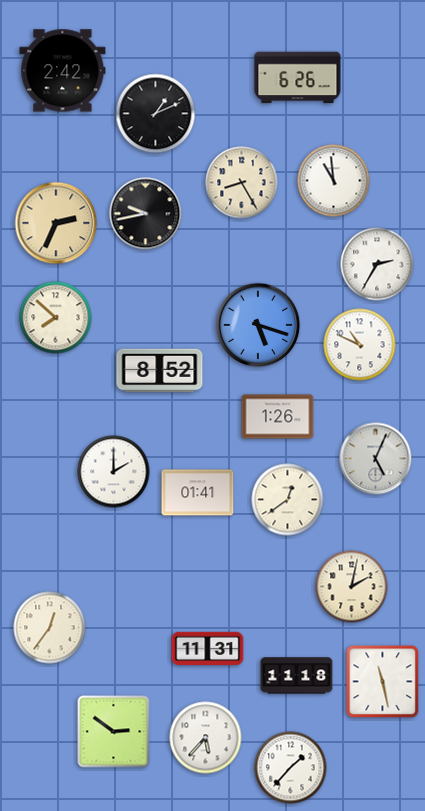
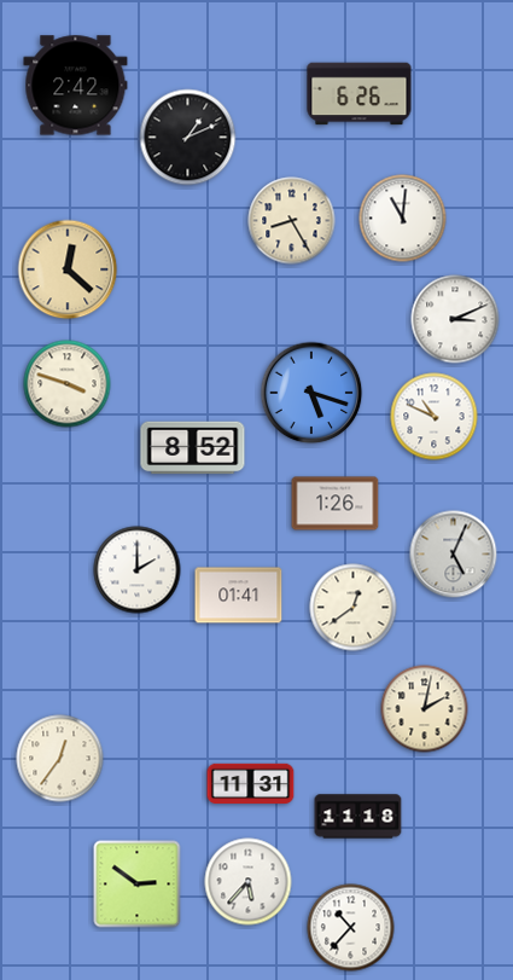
clock at (334, 181): 10:59 -> 11:01
clock at (146, 214): 9:43 -> none
clock at (56, 223): 2:34 -> 12:22
clock at (377, 264): 2:35 -> 3:11
clock at (56, 318): 7:52 -> 3:48
clock at (288, 500) position: (288, 500) -> (354, 608)
clock at (383, 682): 11:28 -> none
clock at (206, 738) position: (206, 738) -> (249, 882)
clock at (291, 768): 1:37 -> 10:37
